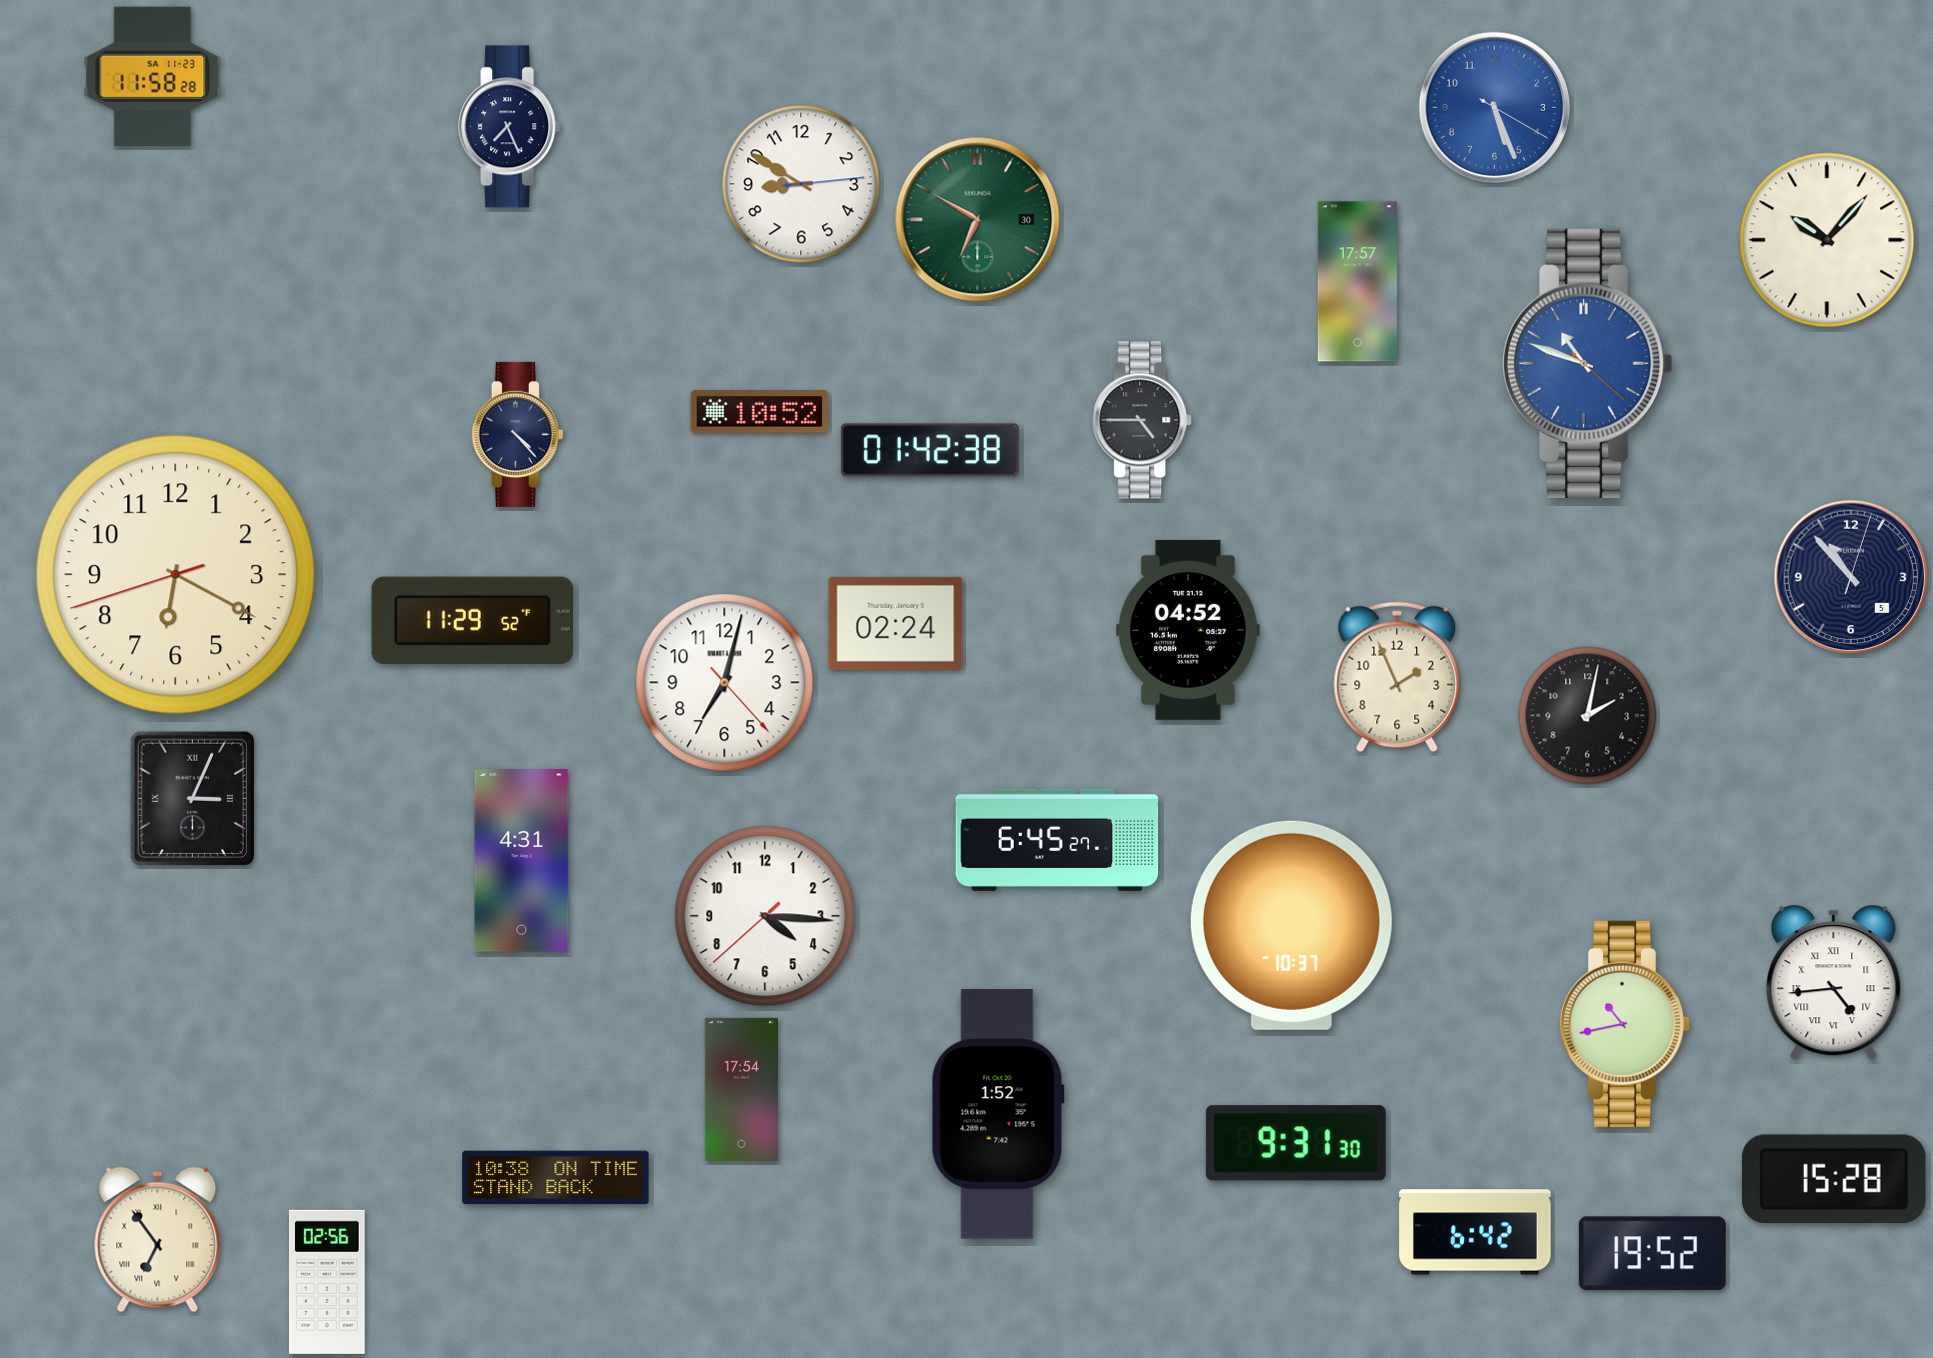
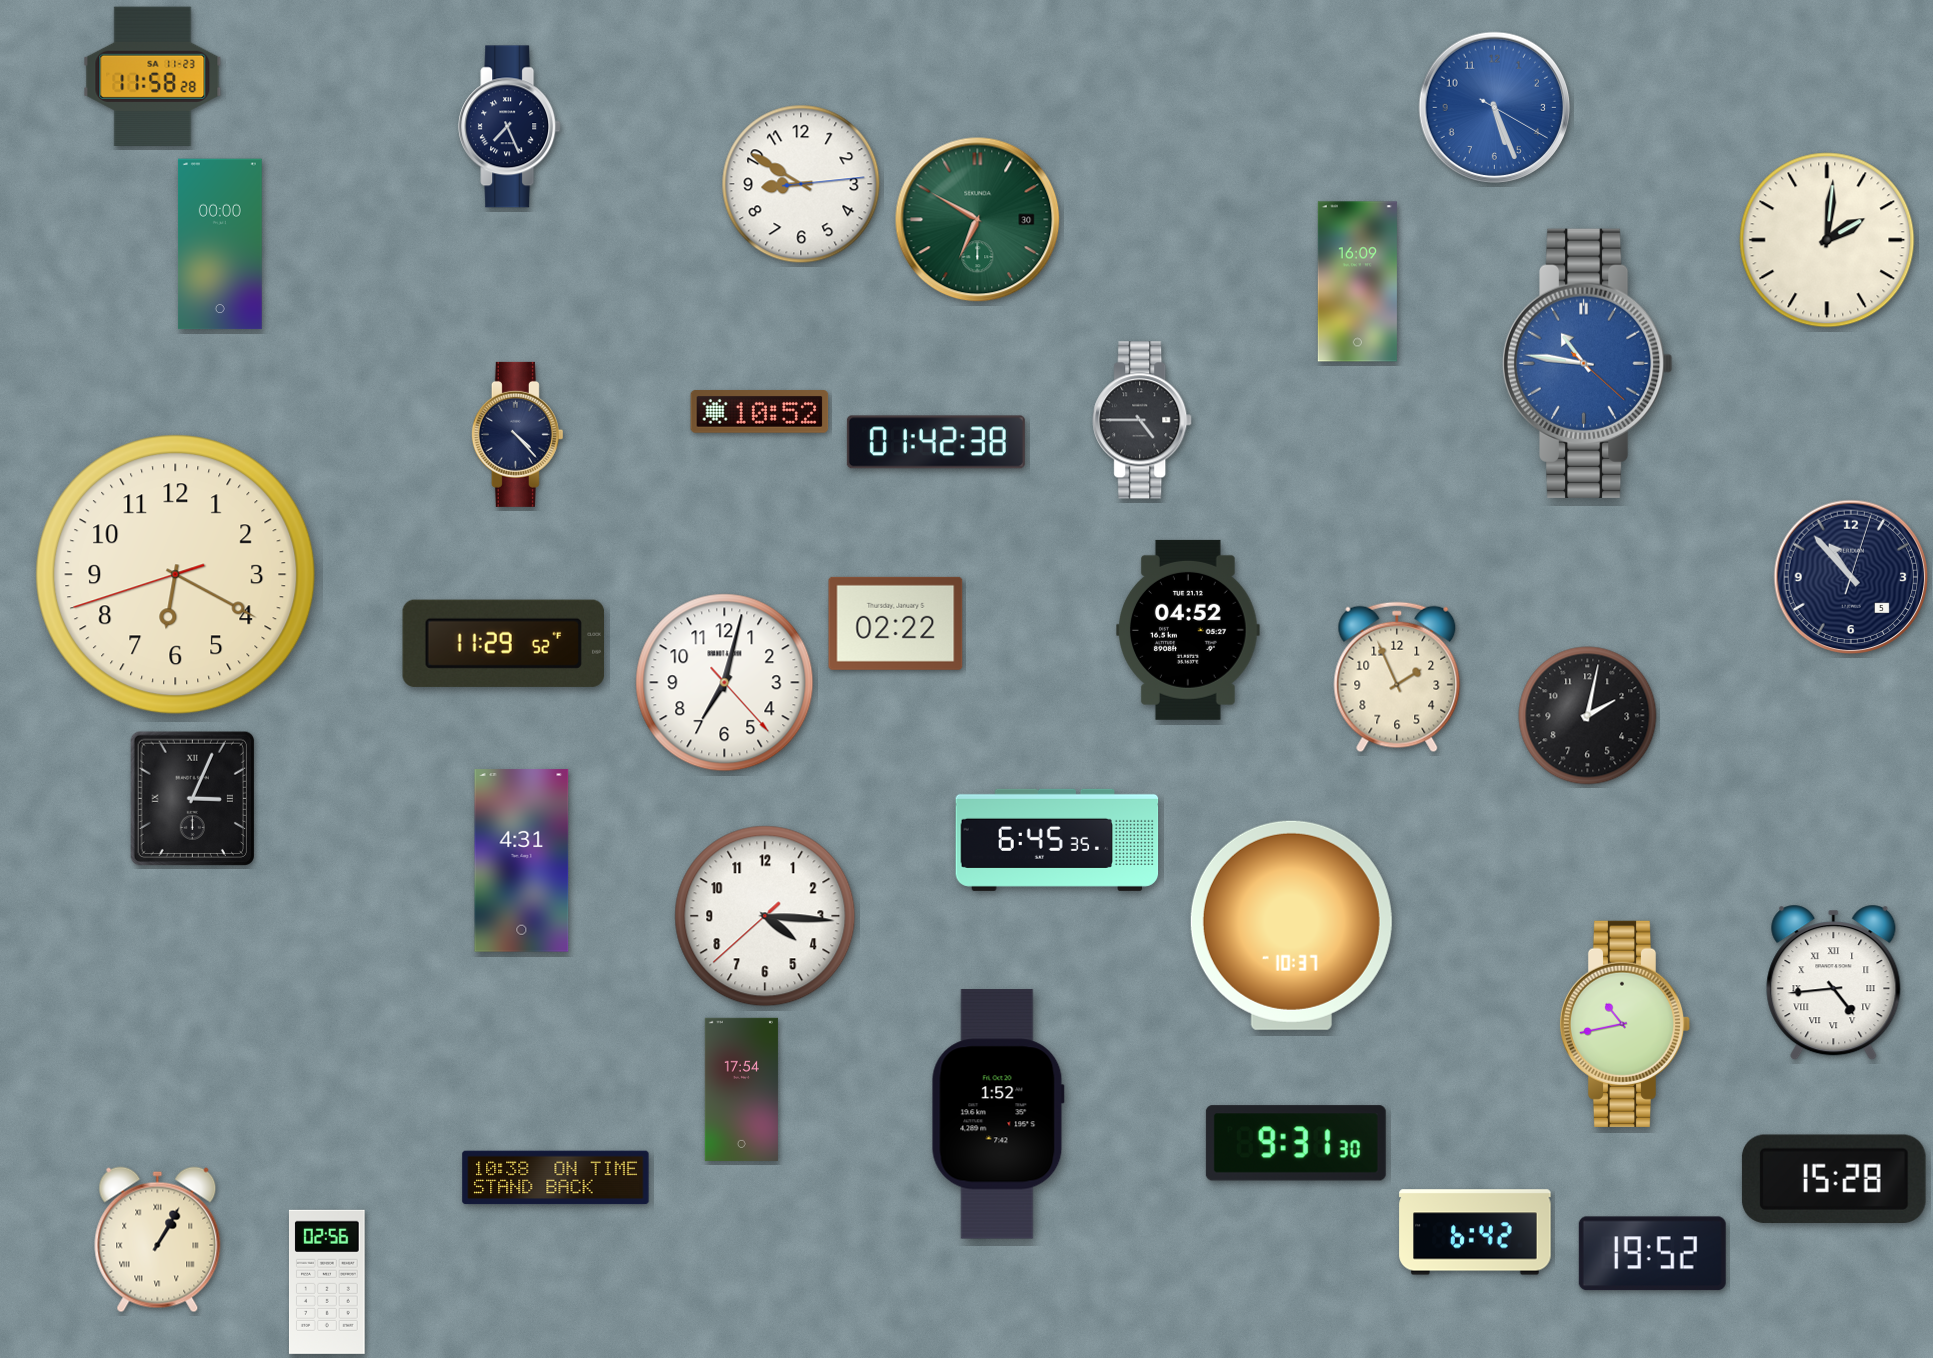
clock at (1827, 240): 10:07 -> 2:01
clock at (220, 244): none -> 00:00
clock at (1357, 282): 17:57 -> 16:09
clock at (1587, 363): 10:48 -> 10:46
clock at (930, 450) position: (930, 450) -> (936, 442)
clock at (472, 620) position: (472, 620) -> (503, 643)
clock at (896, 623): 02:24 -> 02:22
clock at (1057, 840): 6:45:27 -> 6:45:35
clock at (158, 1240): 6:54 -> 1:05
